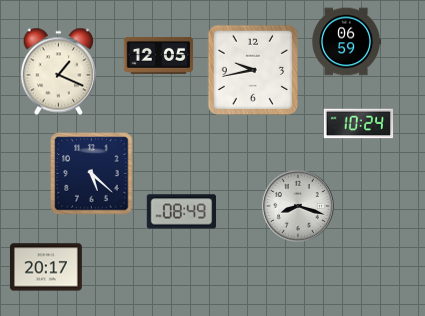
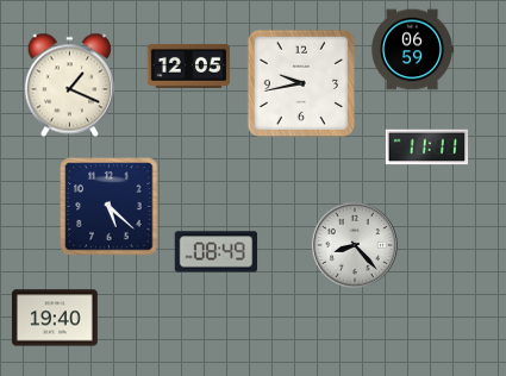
clock at (359, 124): 10:24 -> 11:11
clock at (298, 206): 8:18 -> 8:23
clock at (46, 267): 20:17 -> 19:40
